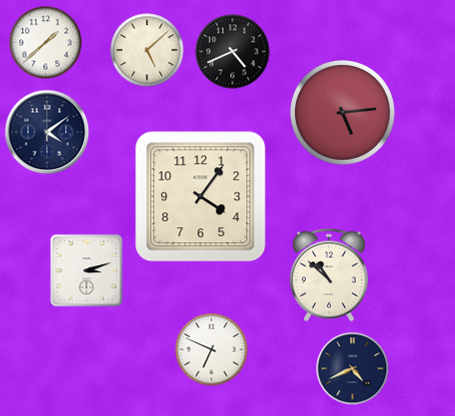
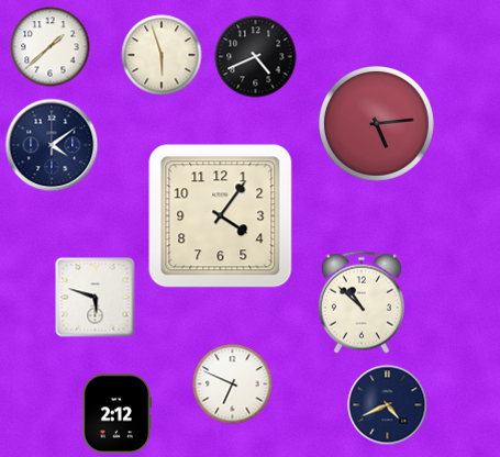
clock at (147, 50): 5:08 -> 5:57
clock at (87, 271): 3:12 -> 5:48
clock at (118, 414): none -> 2:12
